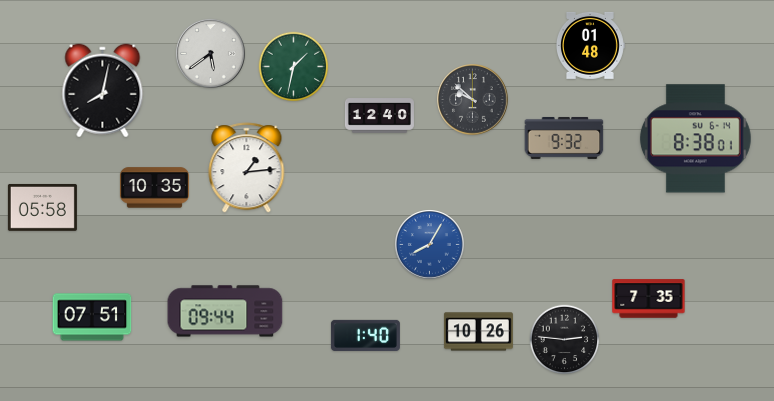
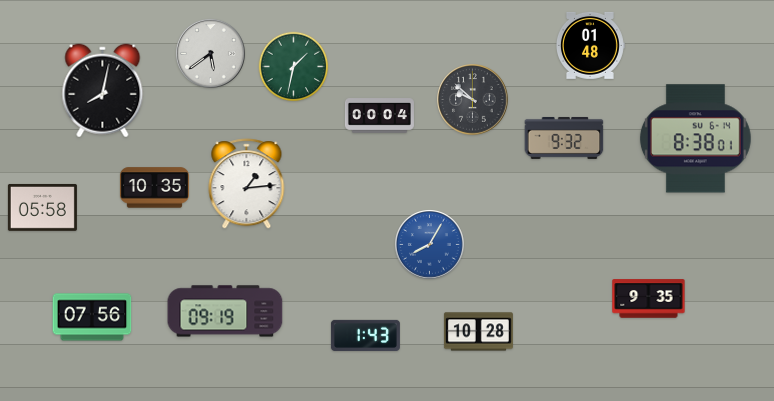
clock at (379, 116): 12:40 -> 00:04
clock at (247, 168) position: (247, 168) -> (247, 184)
clock at (649, 299): 7:35 -> 9:35
clock at (225, 311): 09:44 -> 09:19
clock at (92, 317): 07:51 -> 07:56
clock at (478, 332): 10:26 -> 10:28
clock at (365, 335): 1:40 -> 1:43
clock at (565, 340): 2:46 -> none
